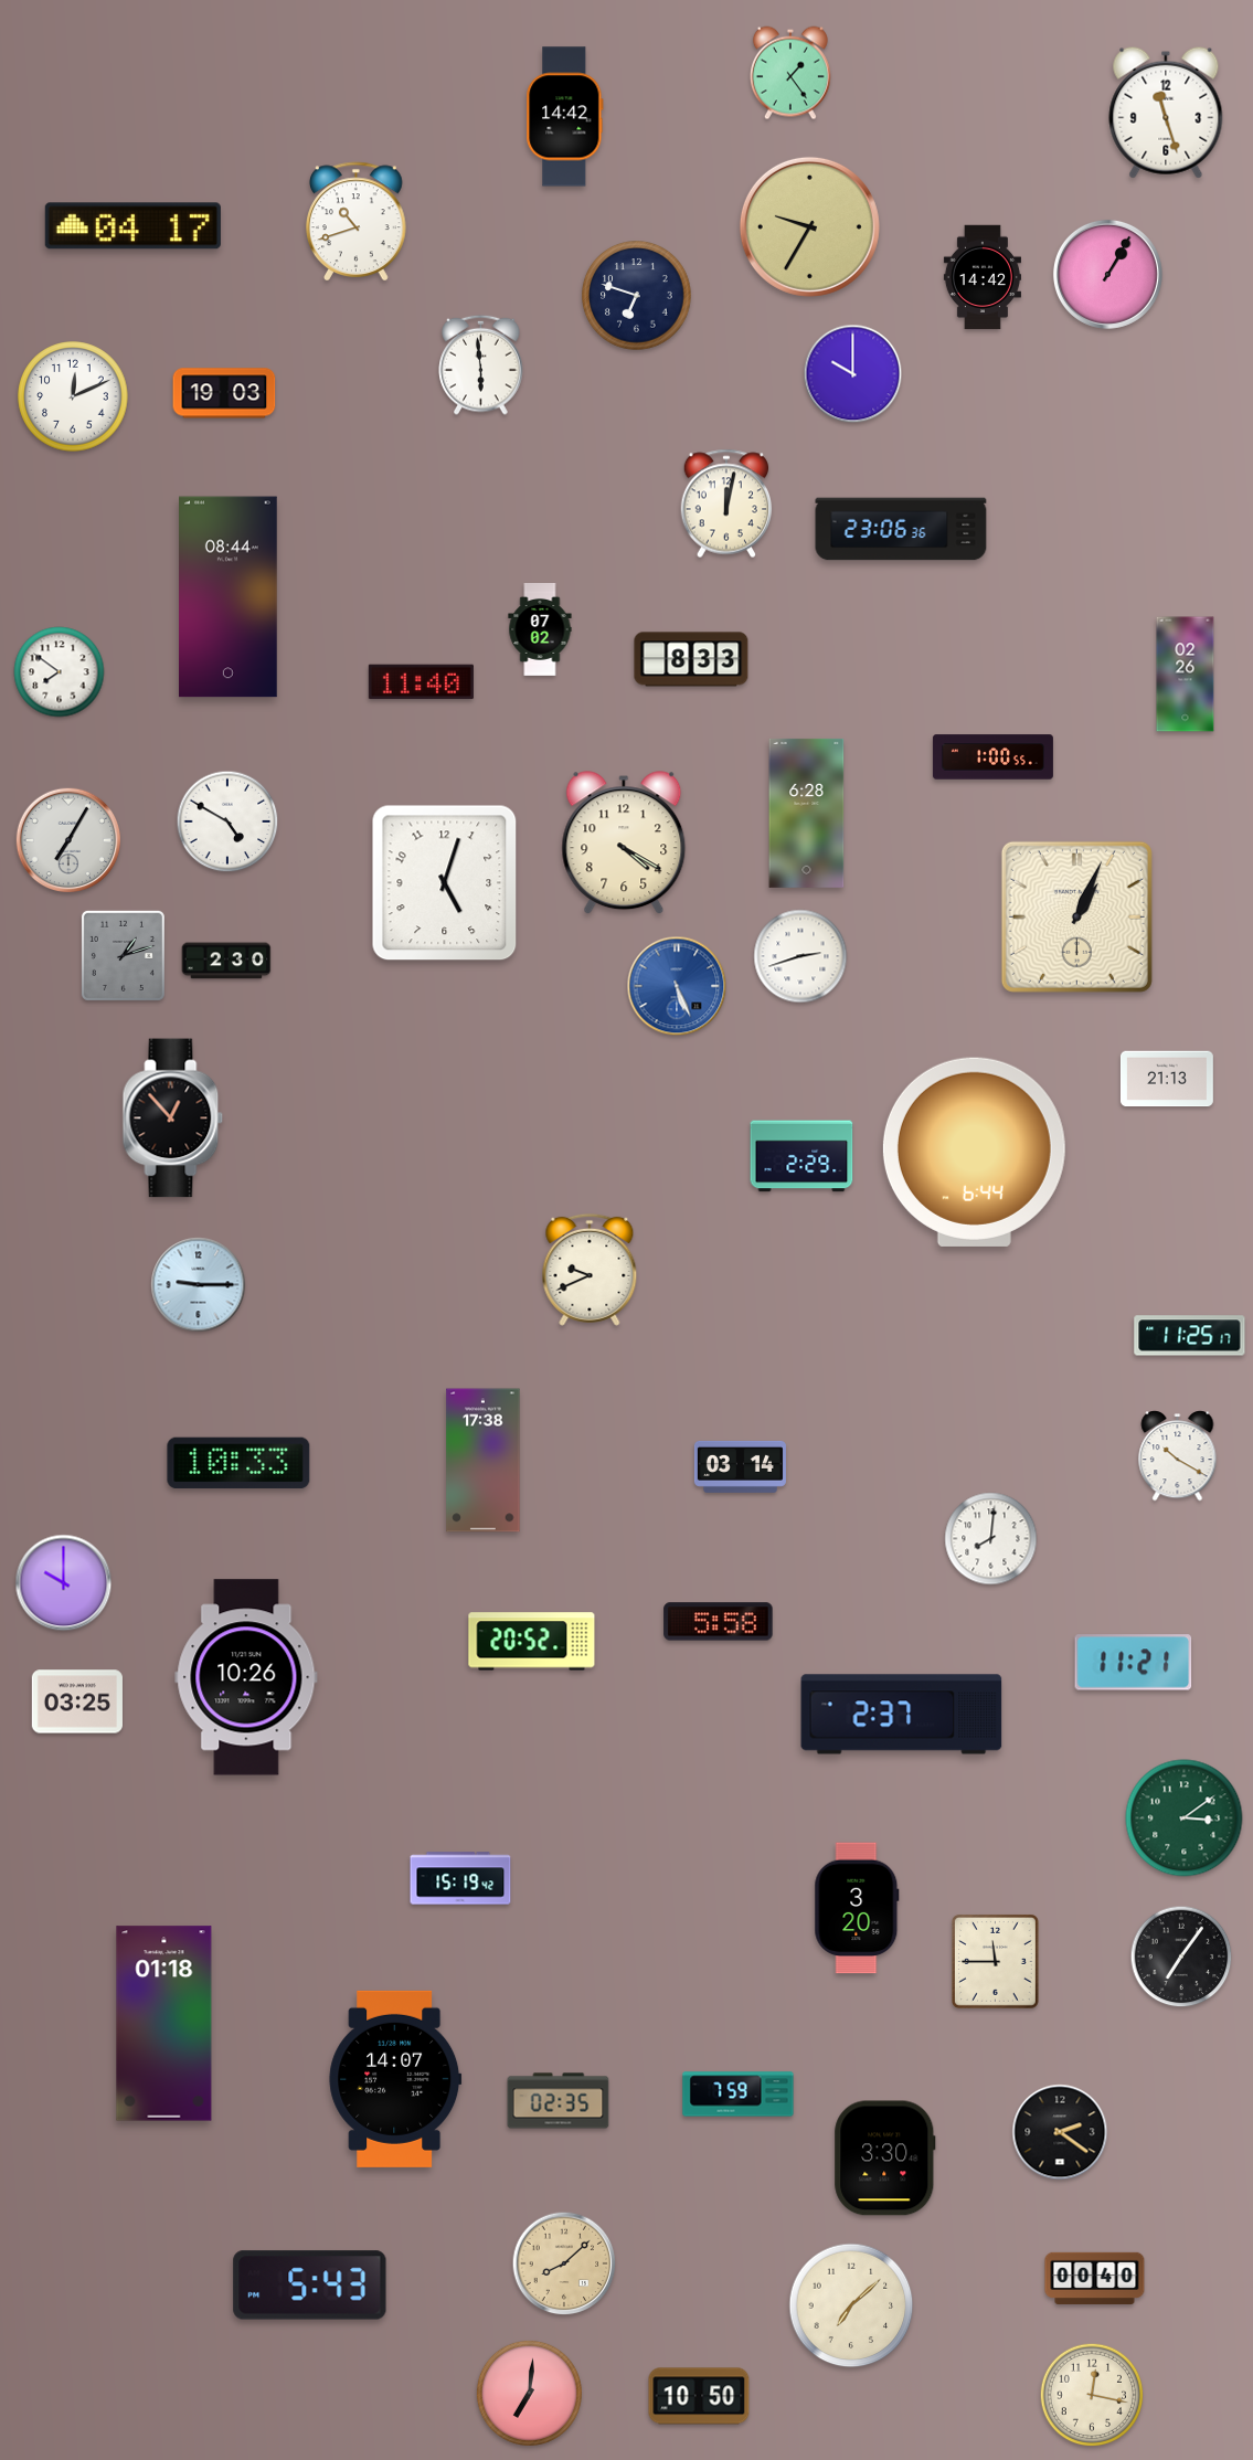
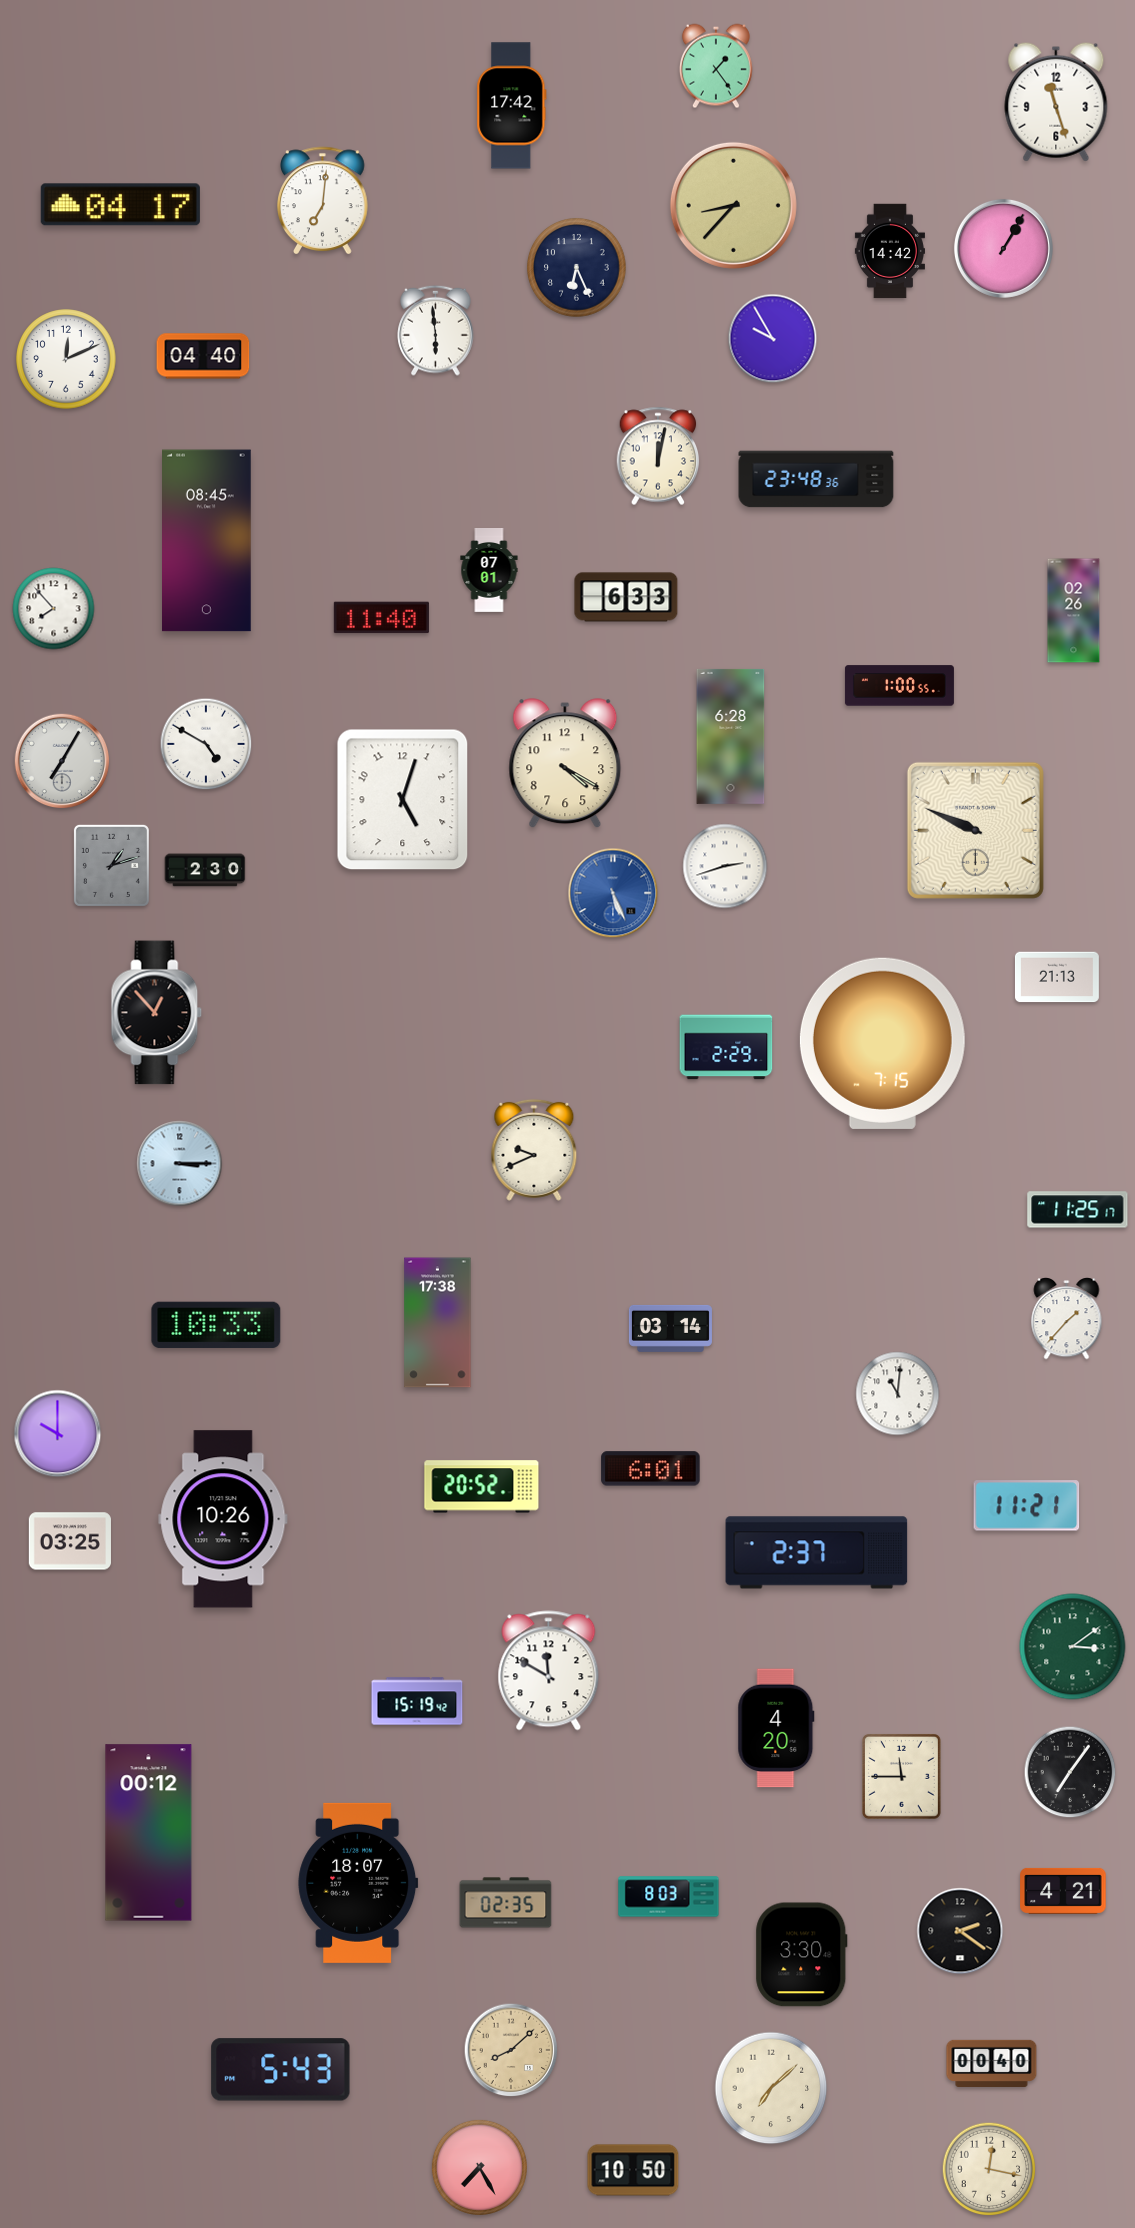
clock at (565, 117): 14:42 -> 17:42
clock at (357, 222): 10:42 -> 7:01
clock at (809, 226): 9:35 -> 8:37
clock at (637, 296): 6:48 -> 6:26
clock at (853, 374): 10:00 -> 9:55
clock at (224, 393): 19:03 -> 04:40
clock at (901, 529): 23:06 -> 23:48
clock at (229, 597): 08:44 -> 08:45
clock at (540, 630): 07:02 -> 07:01
clock at (691, 659): 8:33 -> 6:33
clock at (60, 672): 7:51 -> 7:53
clock at (1076, 916): 1:04 -> 9:49
clock at (974, 1152): 6:44 -> 7:15
clock at (199, 1285): 9:15 -> 3:15
clock at (1178, 1456): 10:20 -> 1:37
clock at (991, 1539): 8:01 -> 11:01
clock at (719, 1622): 5:58 -> 6:01
clock at (549, 1671): none -> 11:50
clock at (857, 1908): 3:20 -> 4:20
clock at (164, 2024): 01:18 -> 00:12
clock at (395, 2079): 14:07 -> 18:07
clock at (1063, 1891): none -> 4:21
clock at (739, 2095): 7:59 -> 8:03
clock at (529, 2393): 7:01 -> 7:25
